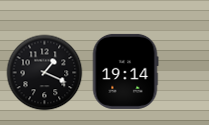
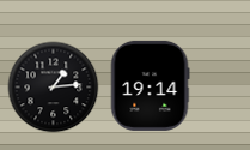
clock at (45, 73): 1:19 -> 1:14
